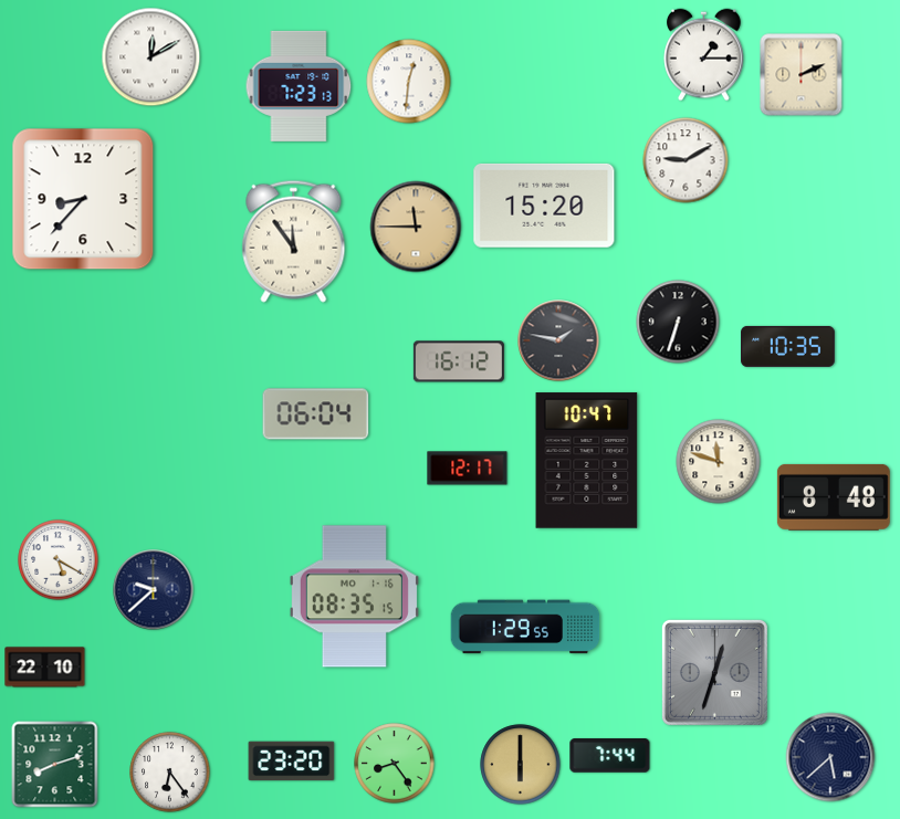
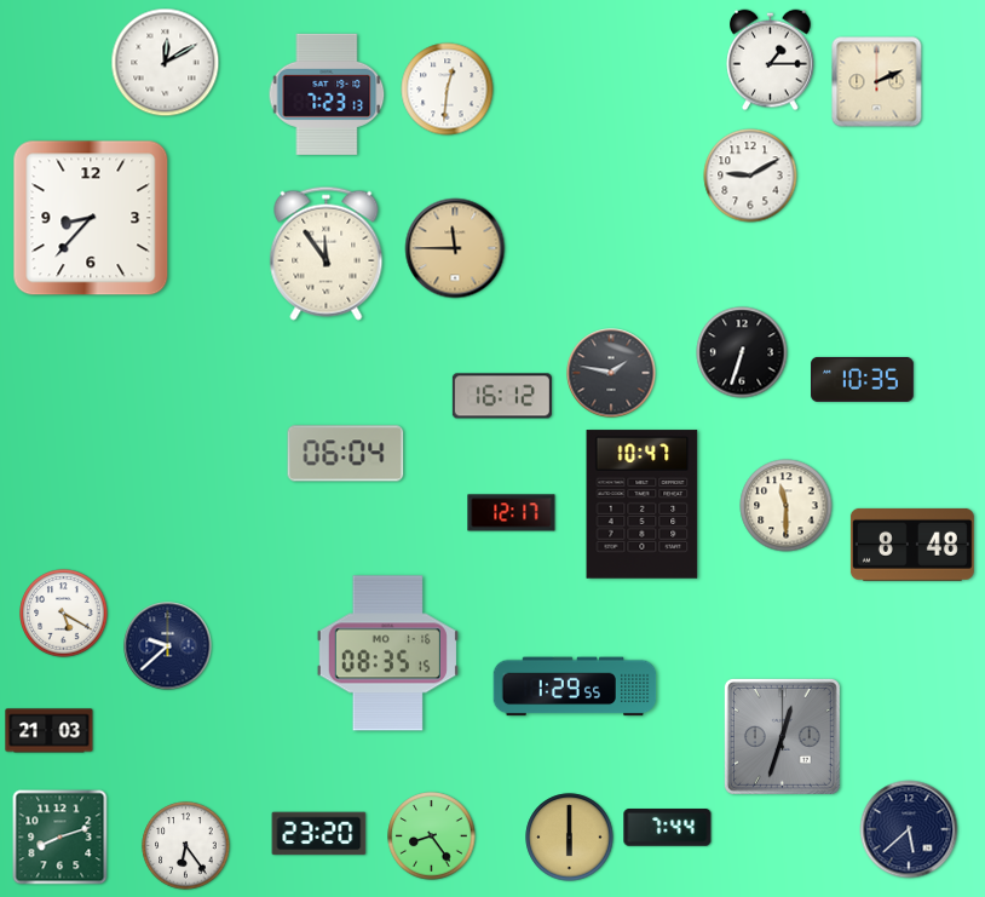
clock at (544, 206): 15:20 -> none
clock at (294, 241) position: (294, 241) -> (327, 253)
clock at (719, 462): 11:48 -> 11:30
clock at (45, 668): 22:10 -> 21:03
